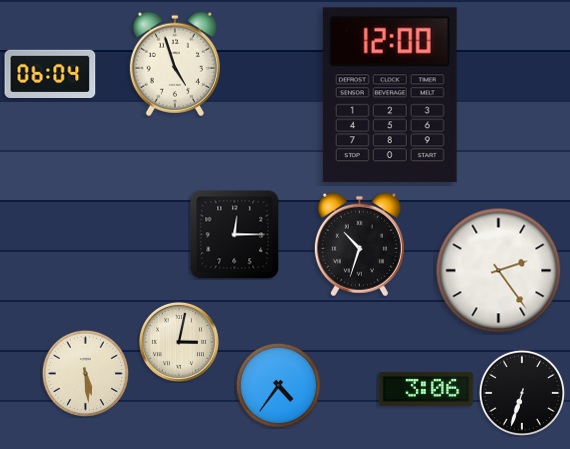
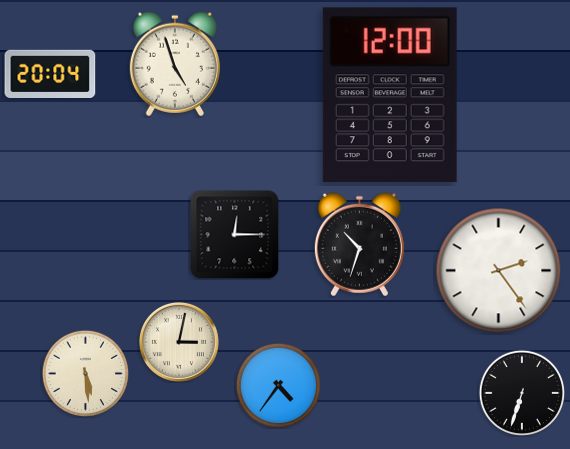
clock at (50, 73): 06:04 -> 20:04
clock at (426, 389): 3:06 -> none
